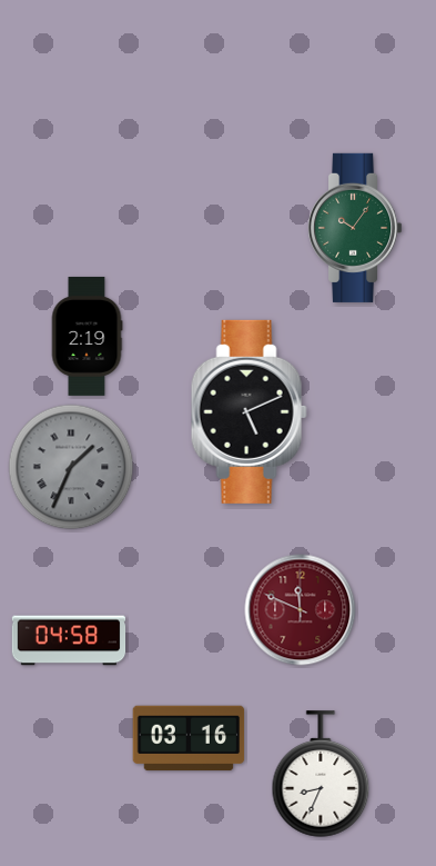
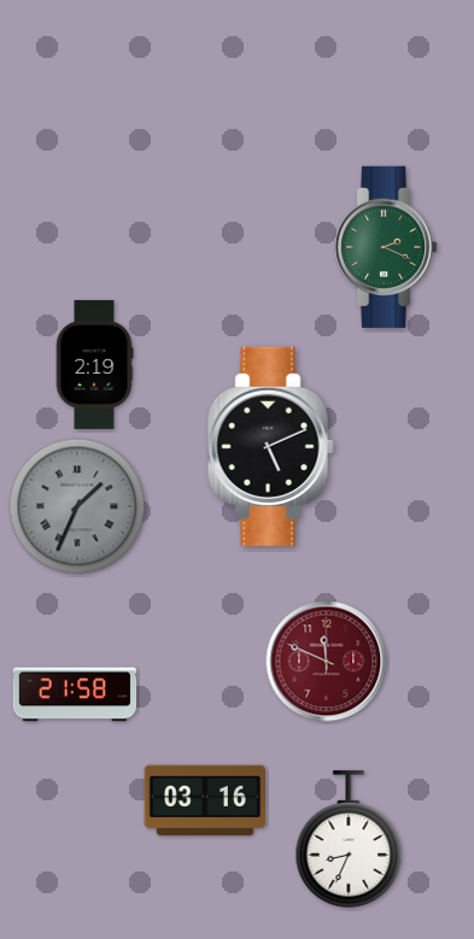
clock at (356, 228): 10:06 -> 2:19
clock at (69, 640): 04:58 -> 21:58
